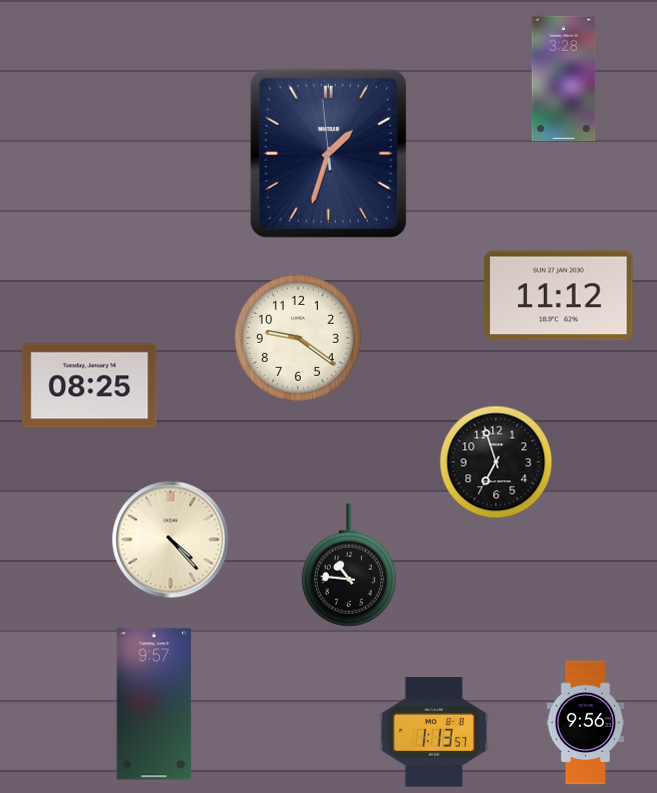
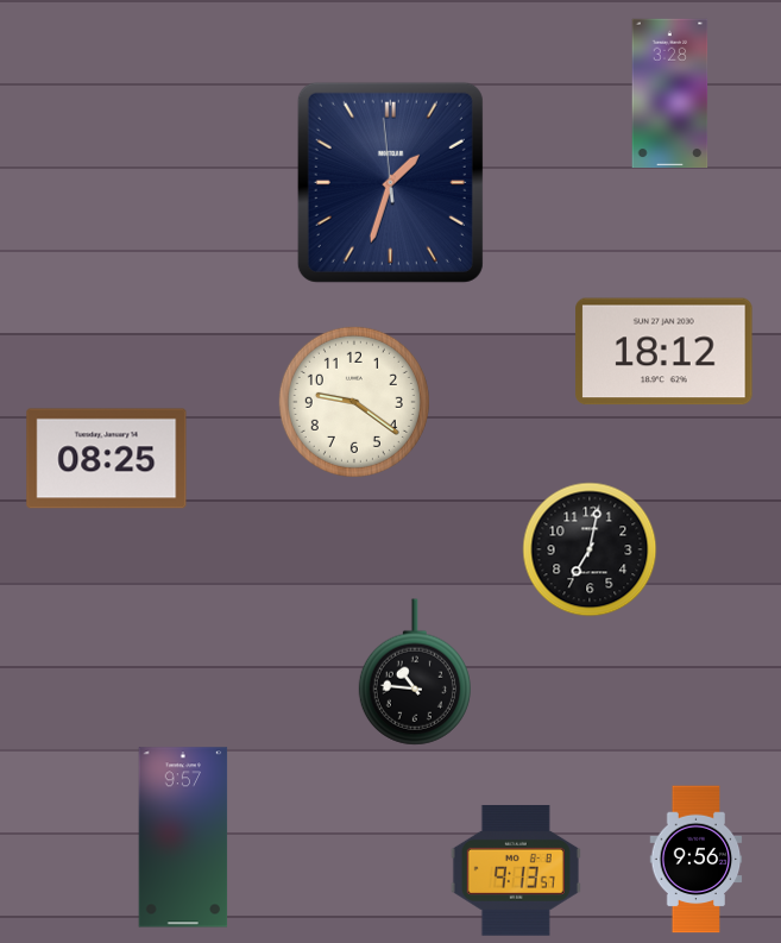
clock at (559, 296): 11:12 -> 18:12
clock at (496, 462): 6:57 -> 7:02
clock at (171, 540): 4:23 -> none
clock at (434, 732): 1:13 -> 9:13
